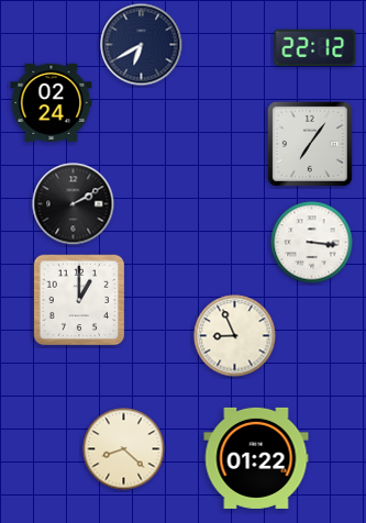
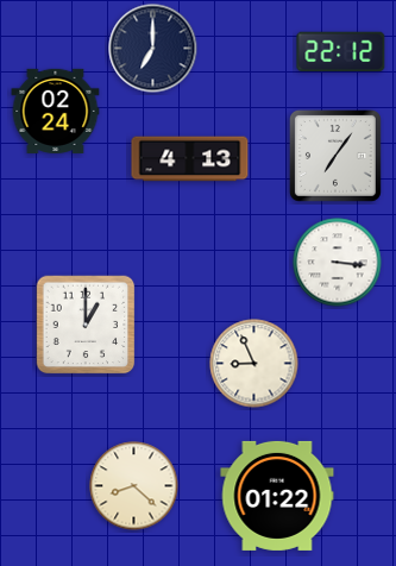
clock at (142, 45): 6:40 -> 7:00
clock at (190, 159): none -> 4:13
clock at (74, 204): 2:10 -> none
